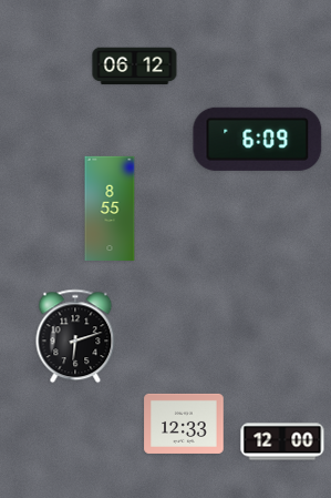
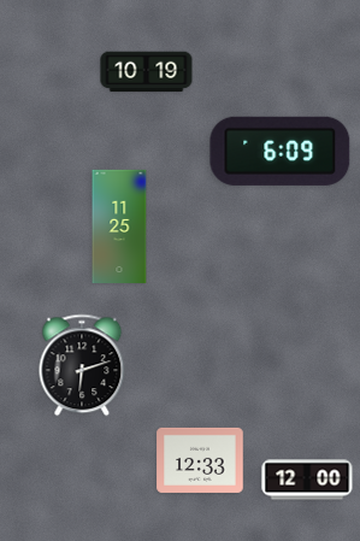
clock at (135, 67): 06:12 -> 10:19
clock at (110, 209): 8:55 -> 11:25
